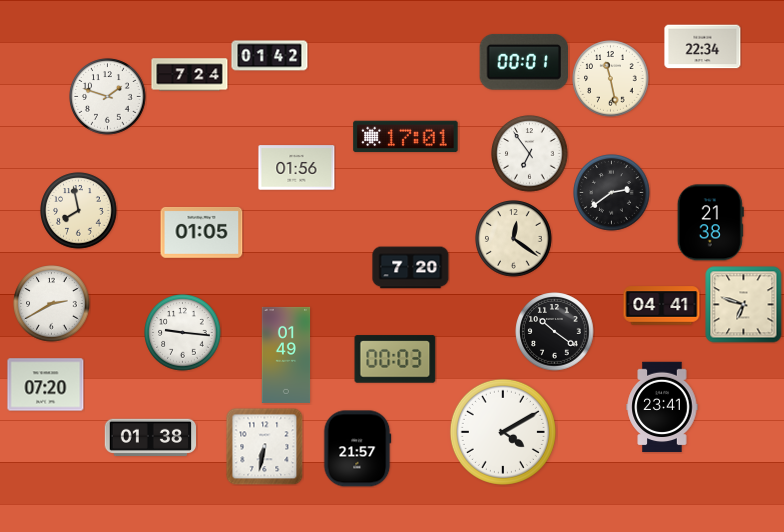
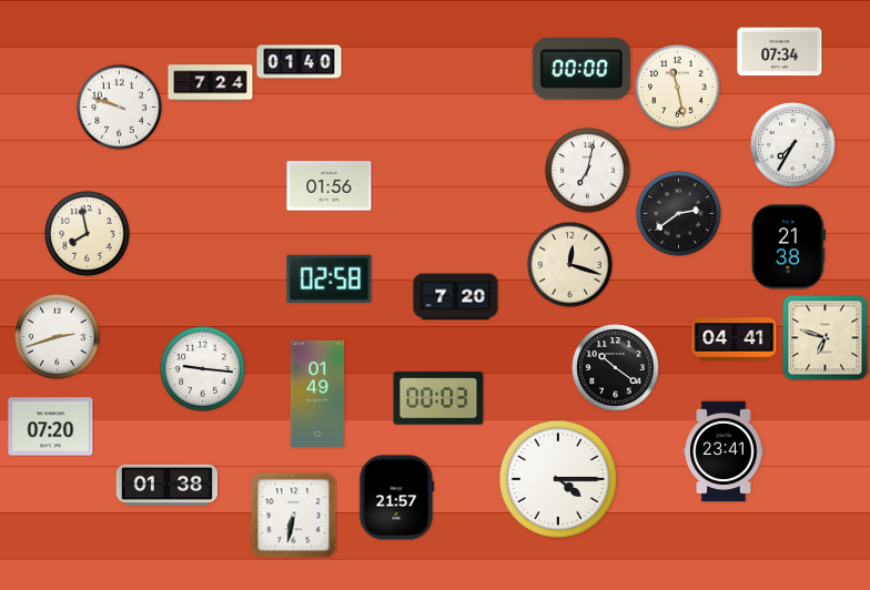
clock at (703, 47): 22:34 -> 07:34
clock at (270, 56): 01:42 -> 01:40
clock at (523, 62): 00:01 -> 00:00
clock at (108, 97): 1:48 -> 9:48
clock at (793, 145): none -> 7:35
clock at (406, 137): 17:01 -> none
clock at (530, 154): 6:54 -> 7:02
clock at (202, 232): 01:05 -> none
clock at (514, 239): 12:21 -> 12:18
clock at (330, 278): none -> 02:58
clock at (52, 304): 2:40 -> 2:42
clock at (662, 407) position: (662, 407) -> (724, 451)
clock at (503, 432): 4:10 -> 4:15
clock at (264, 446) position: (264, 446) -> (293, 515)
